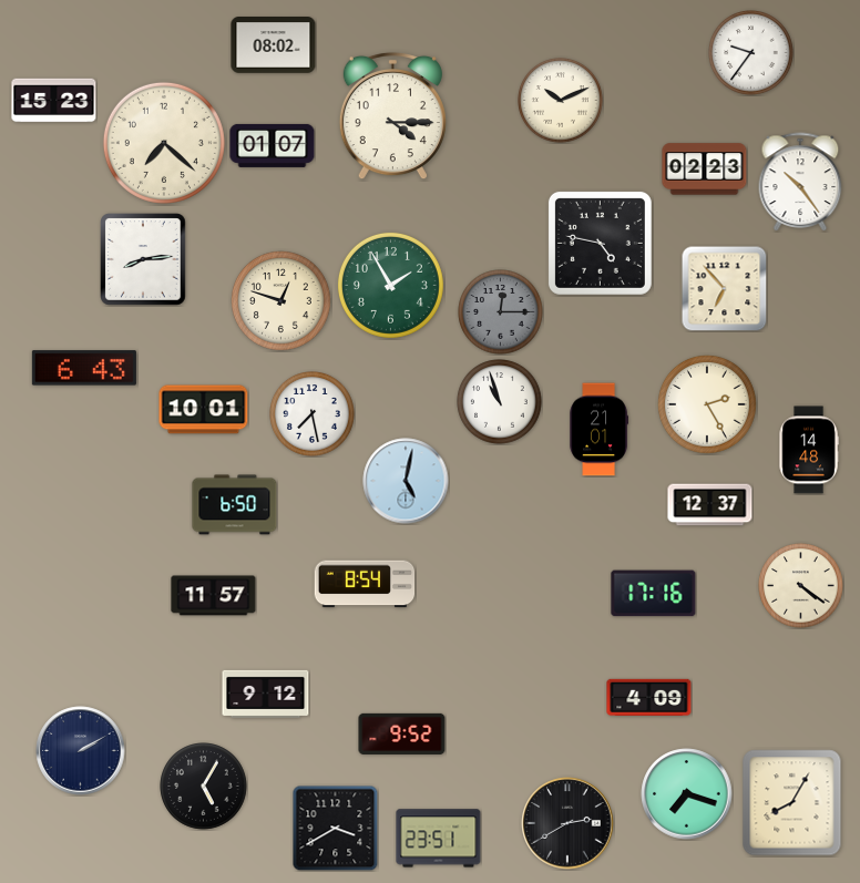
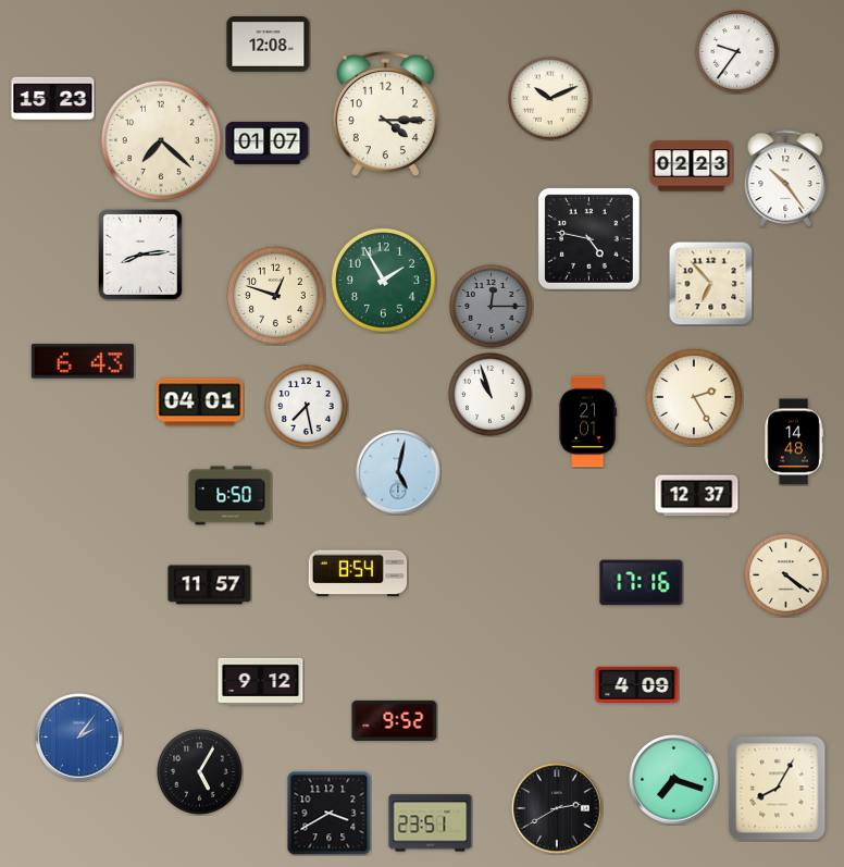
clock at (274, 45): 08:02 -> 12:08
clock at (204, 410): 10:01 -> 04:01
clock at (81, 751): 2:10 -> 2:06
clock at (81, 751) dial: navy -> blue
